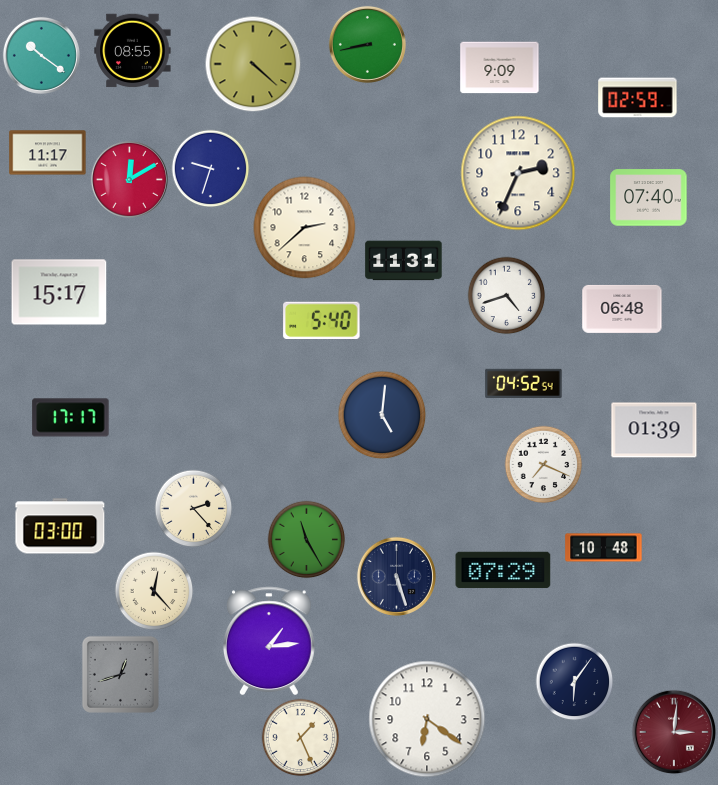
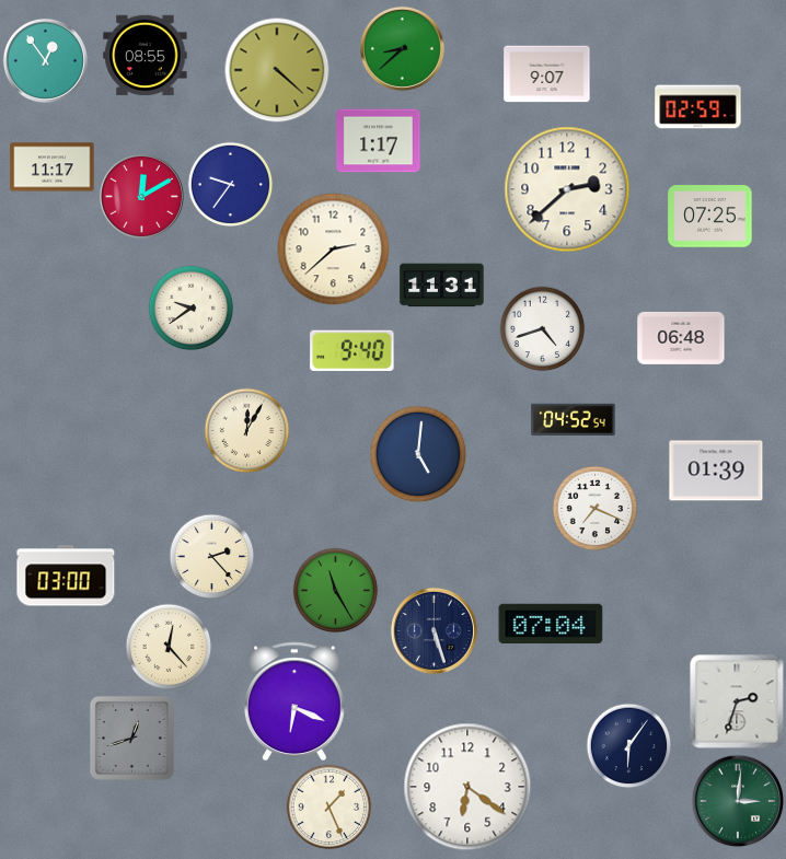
clock at (367, 44): 8:43 -> 8:38
clock at (41, 55): 10:21 -> 12:54
clock at (500, 68): 9:09 -> 9:07
clock at (379, 141): none -> 1:17
clock at (210, 168): 9:33 -> 9:36
clock at (518, 173): 2:34 -> 2:38
clock at (649, 198): 07:40 -> 07:25
clock at (190, 307): none -> 9:39
clock at (59, 292): 15:17 -> none
clock at (506, 295) position: (506, 295) -> (542, 328)
clock at (322, 321): 5:40 -> 9:40
clock at (246, 430): none -> 12:05
clock at (71, 418): 17:17 -> none
clock at (604, 548): 10:48 -> none
clock at (503, 570): 07:29 -> 07:04
clock at (269, 641): 1:14 -> 6:19
clock at (737, 701): none -> 2:33
clock at (674, 732) dial: burgundy -> green
